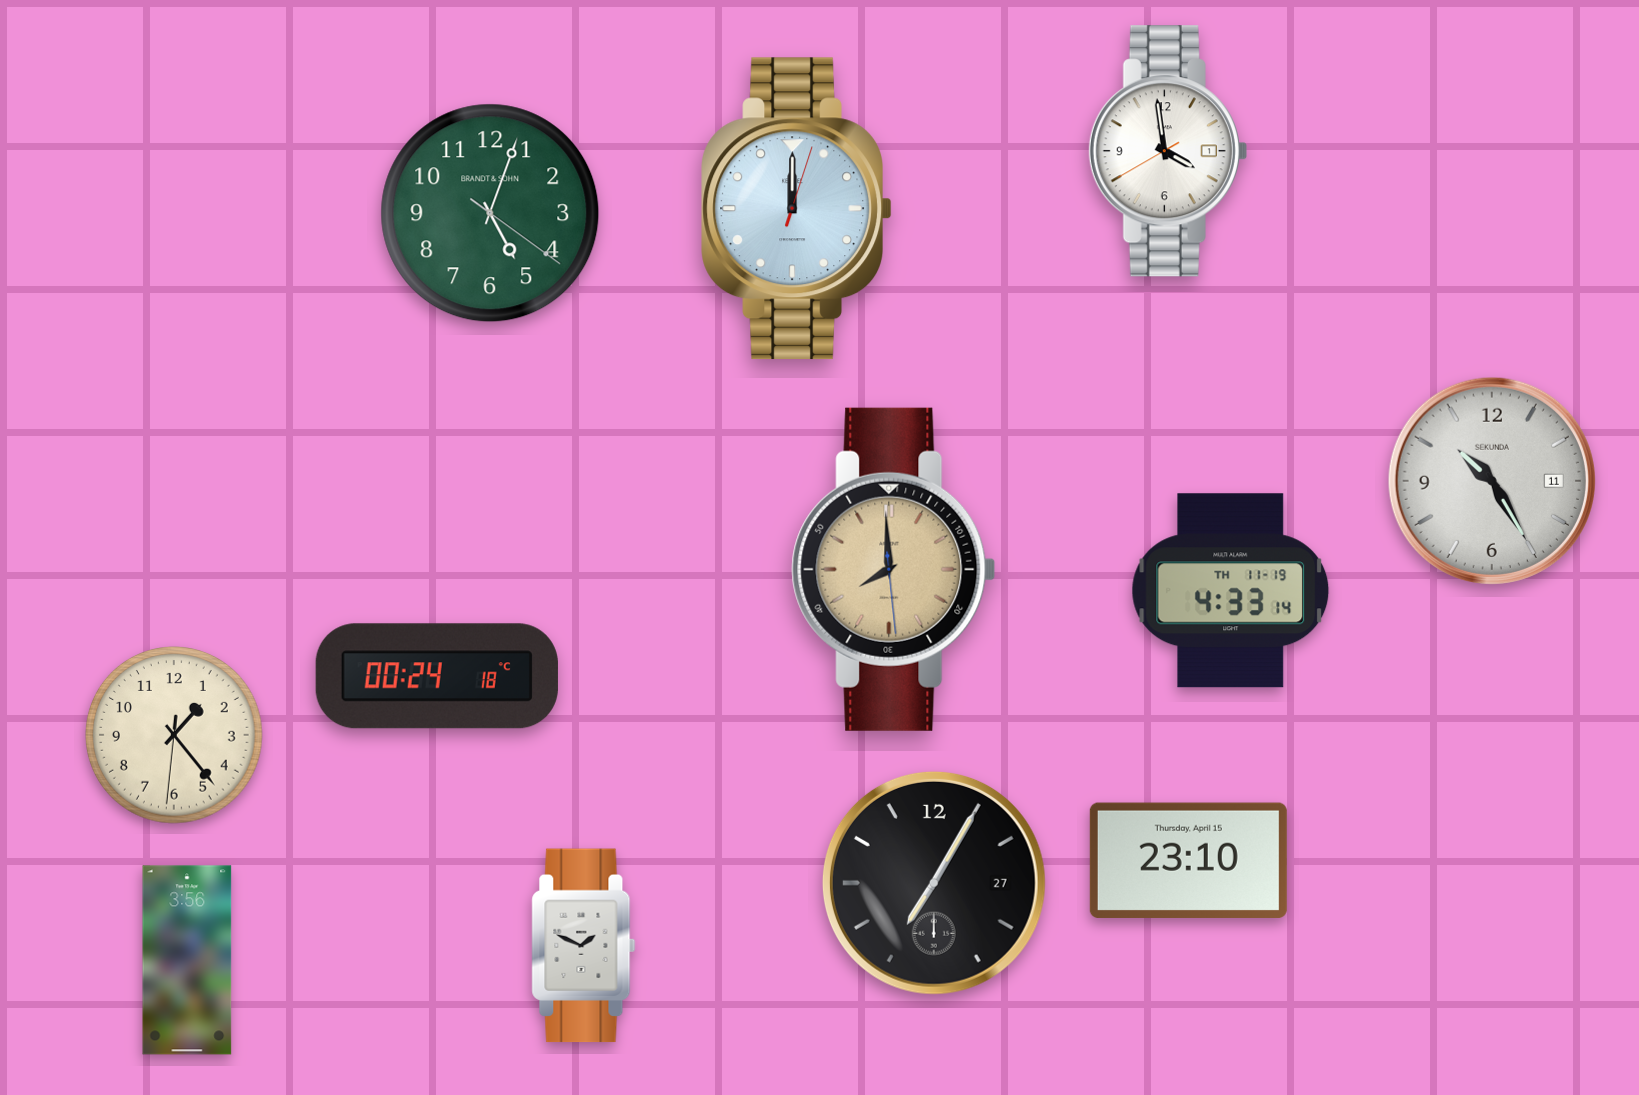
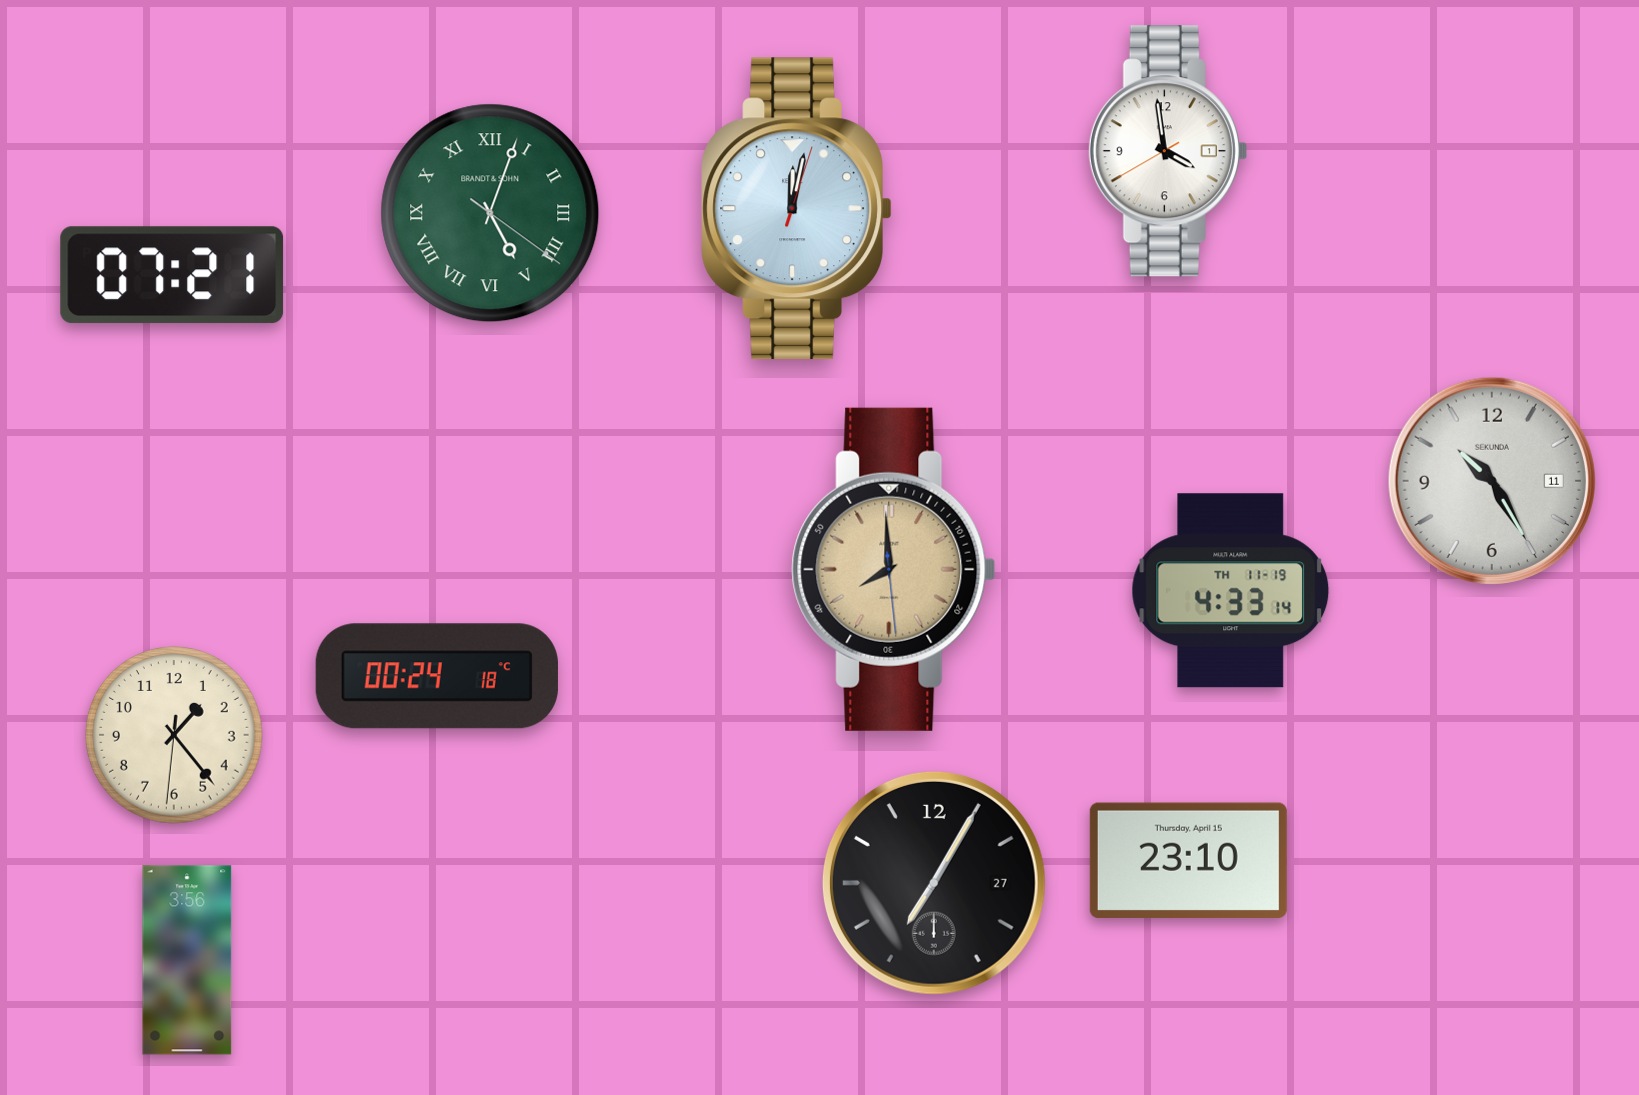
clock at (796, 209): 12:00 -> 12:02
clock at (490, 213) numerals: Arabic -> Roman
clock at (172, 275): none -> 07:21
clock at (584, 946): 1:49 -> none
